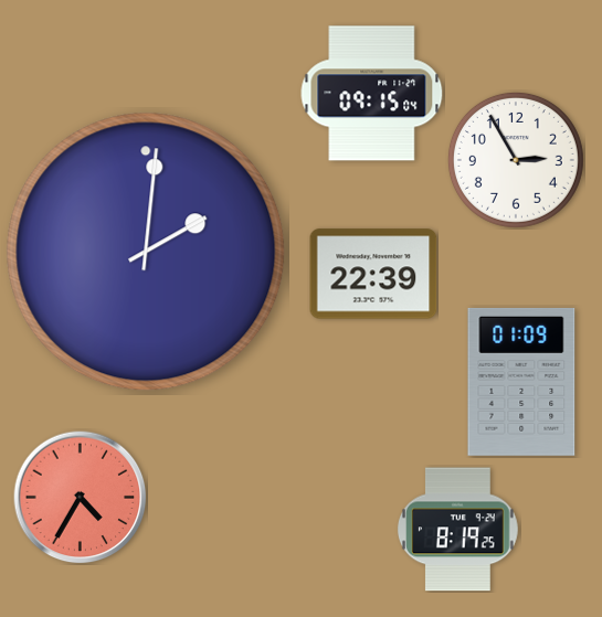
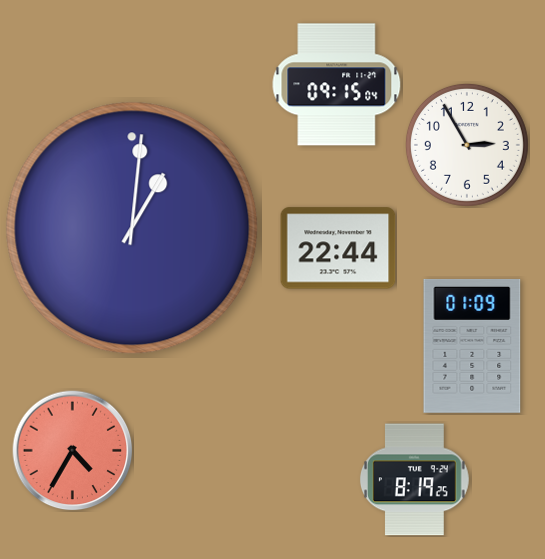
clock at (146, 252): 2:01 -> 1:01
clock at (373, 274): 22:39 -> 22:44
